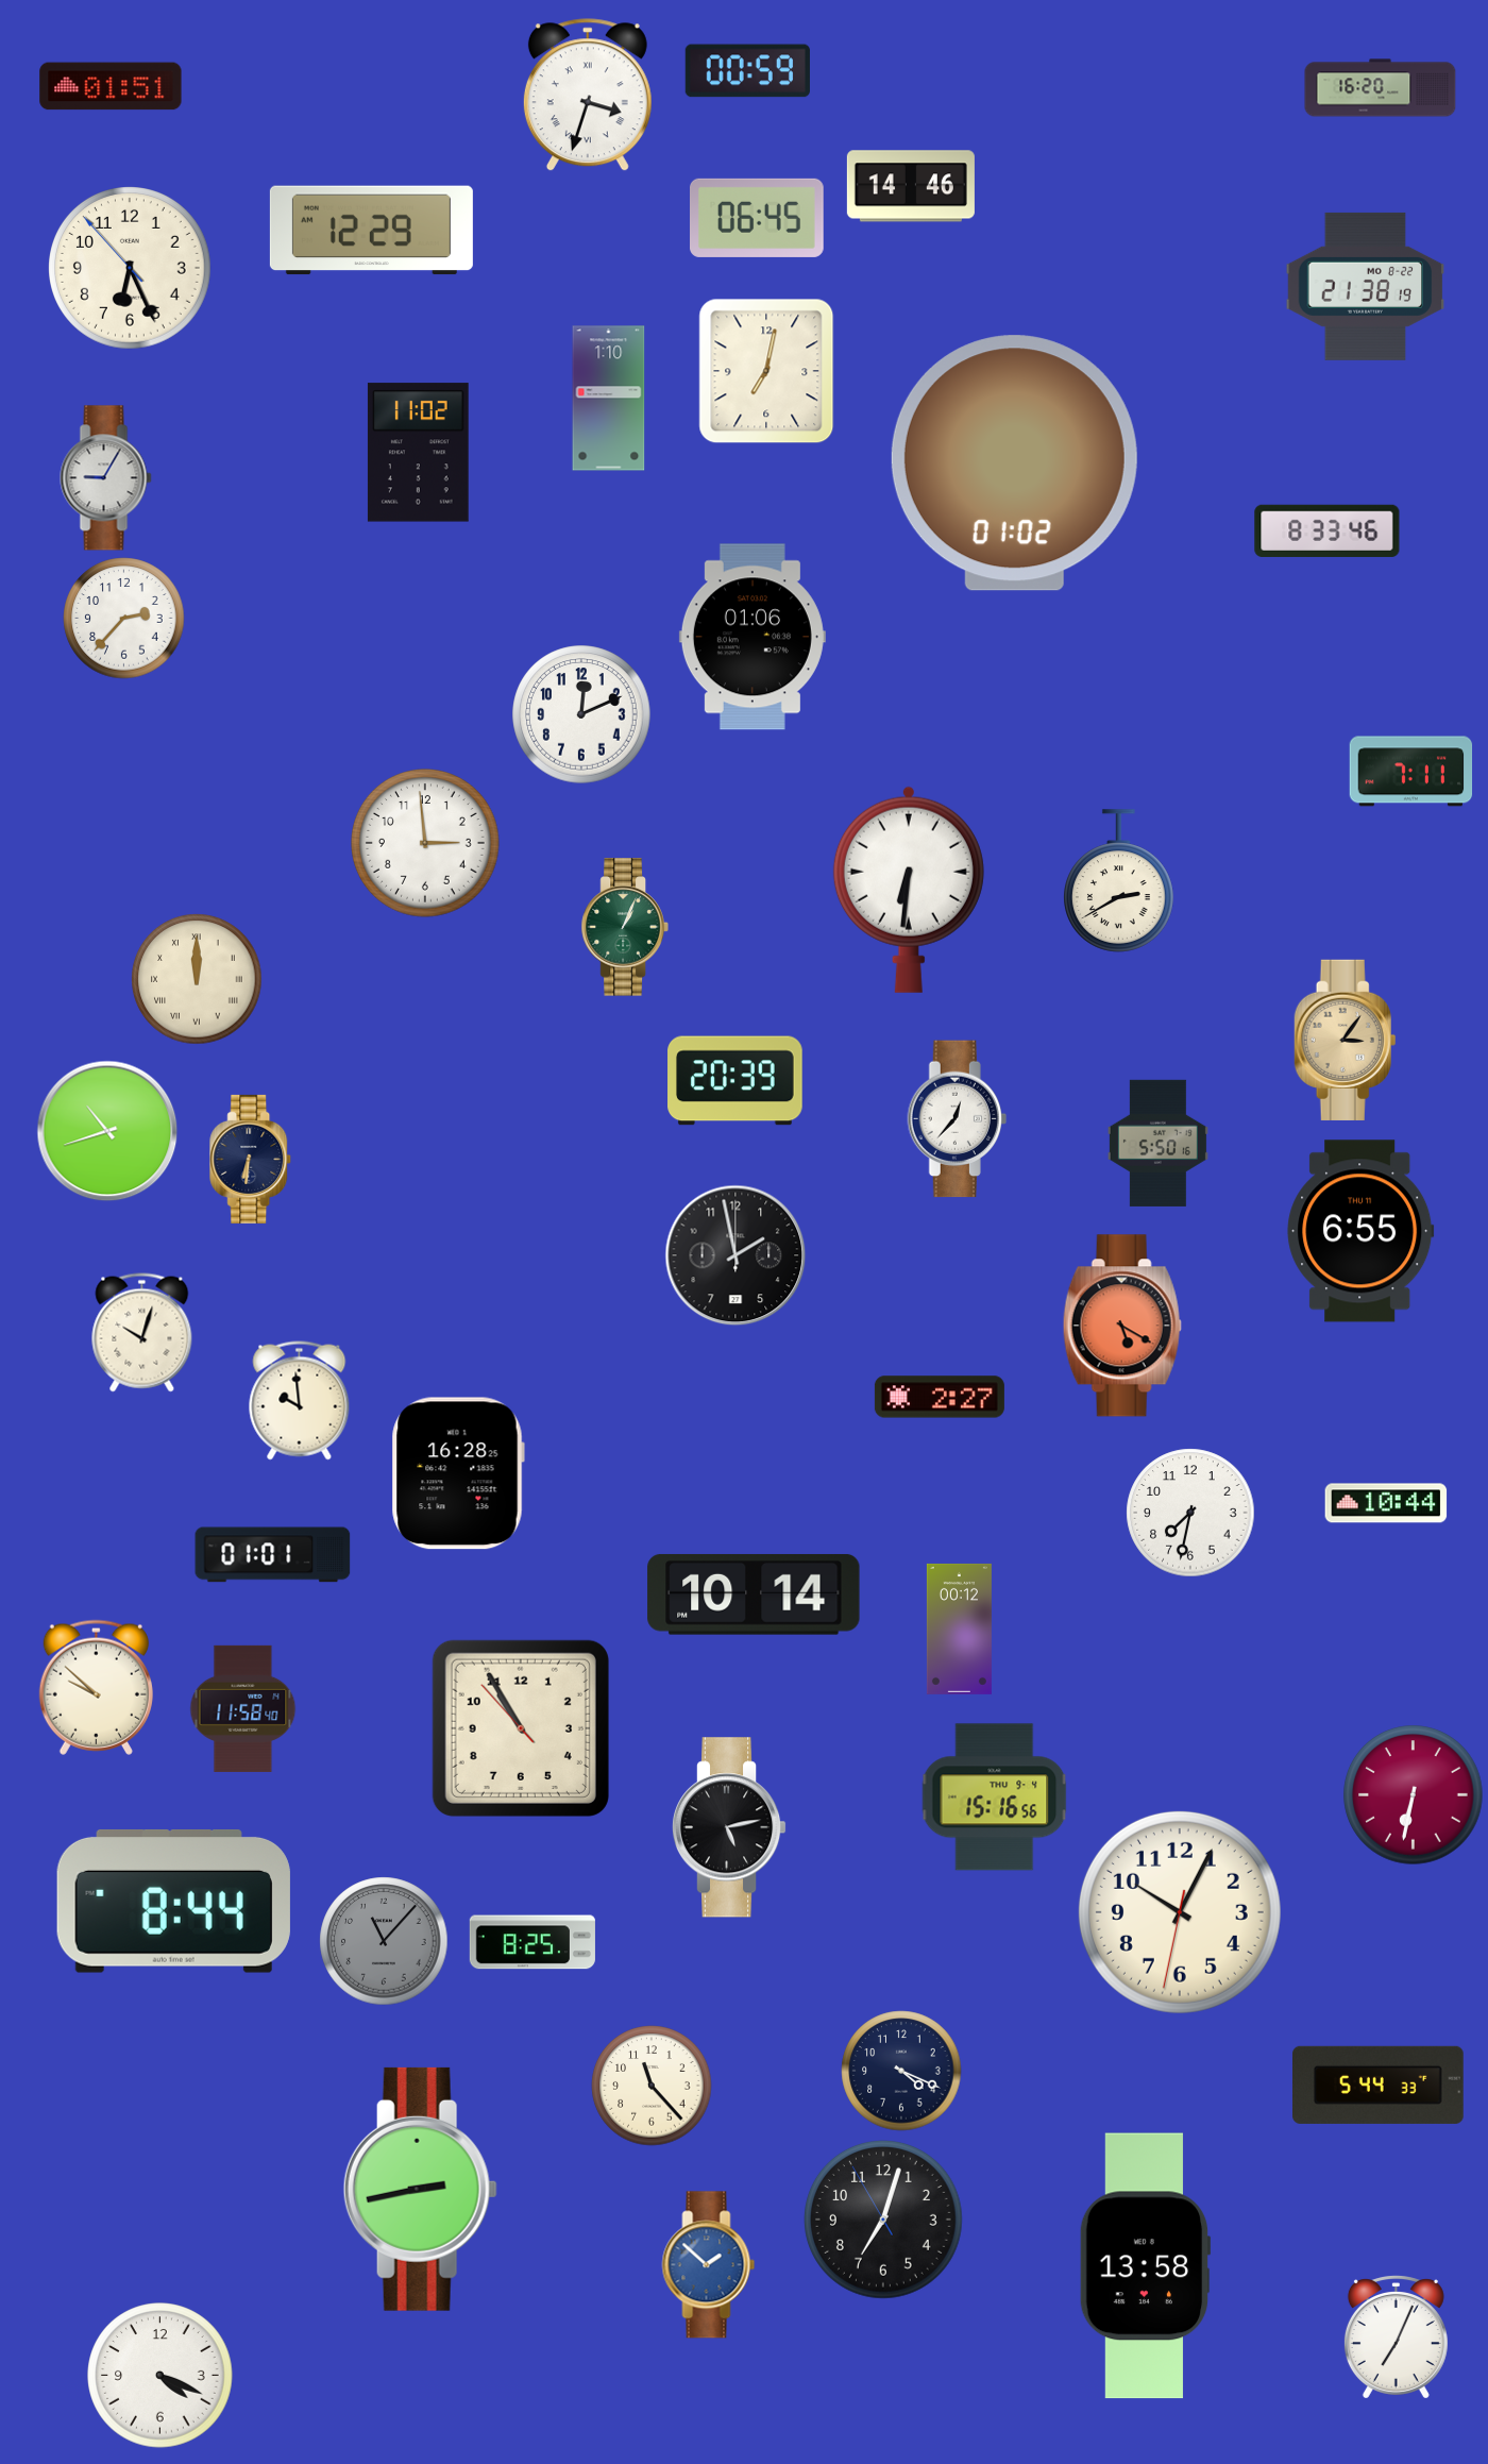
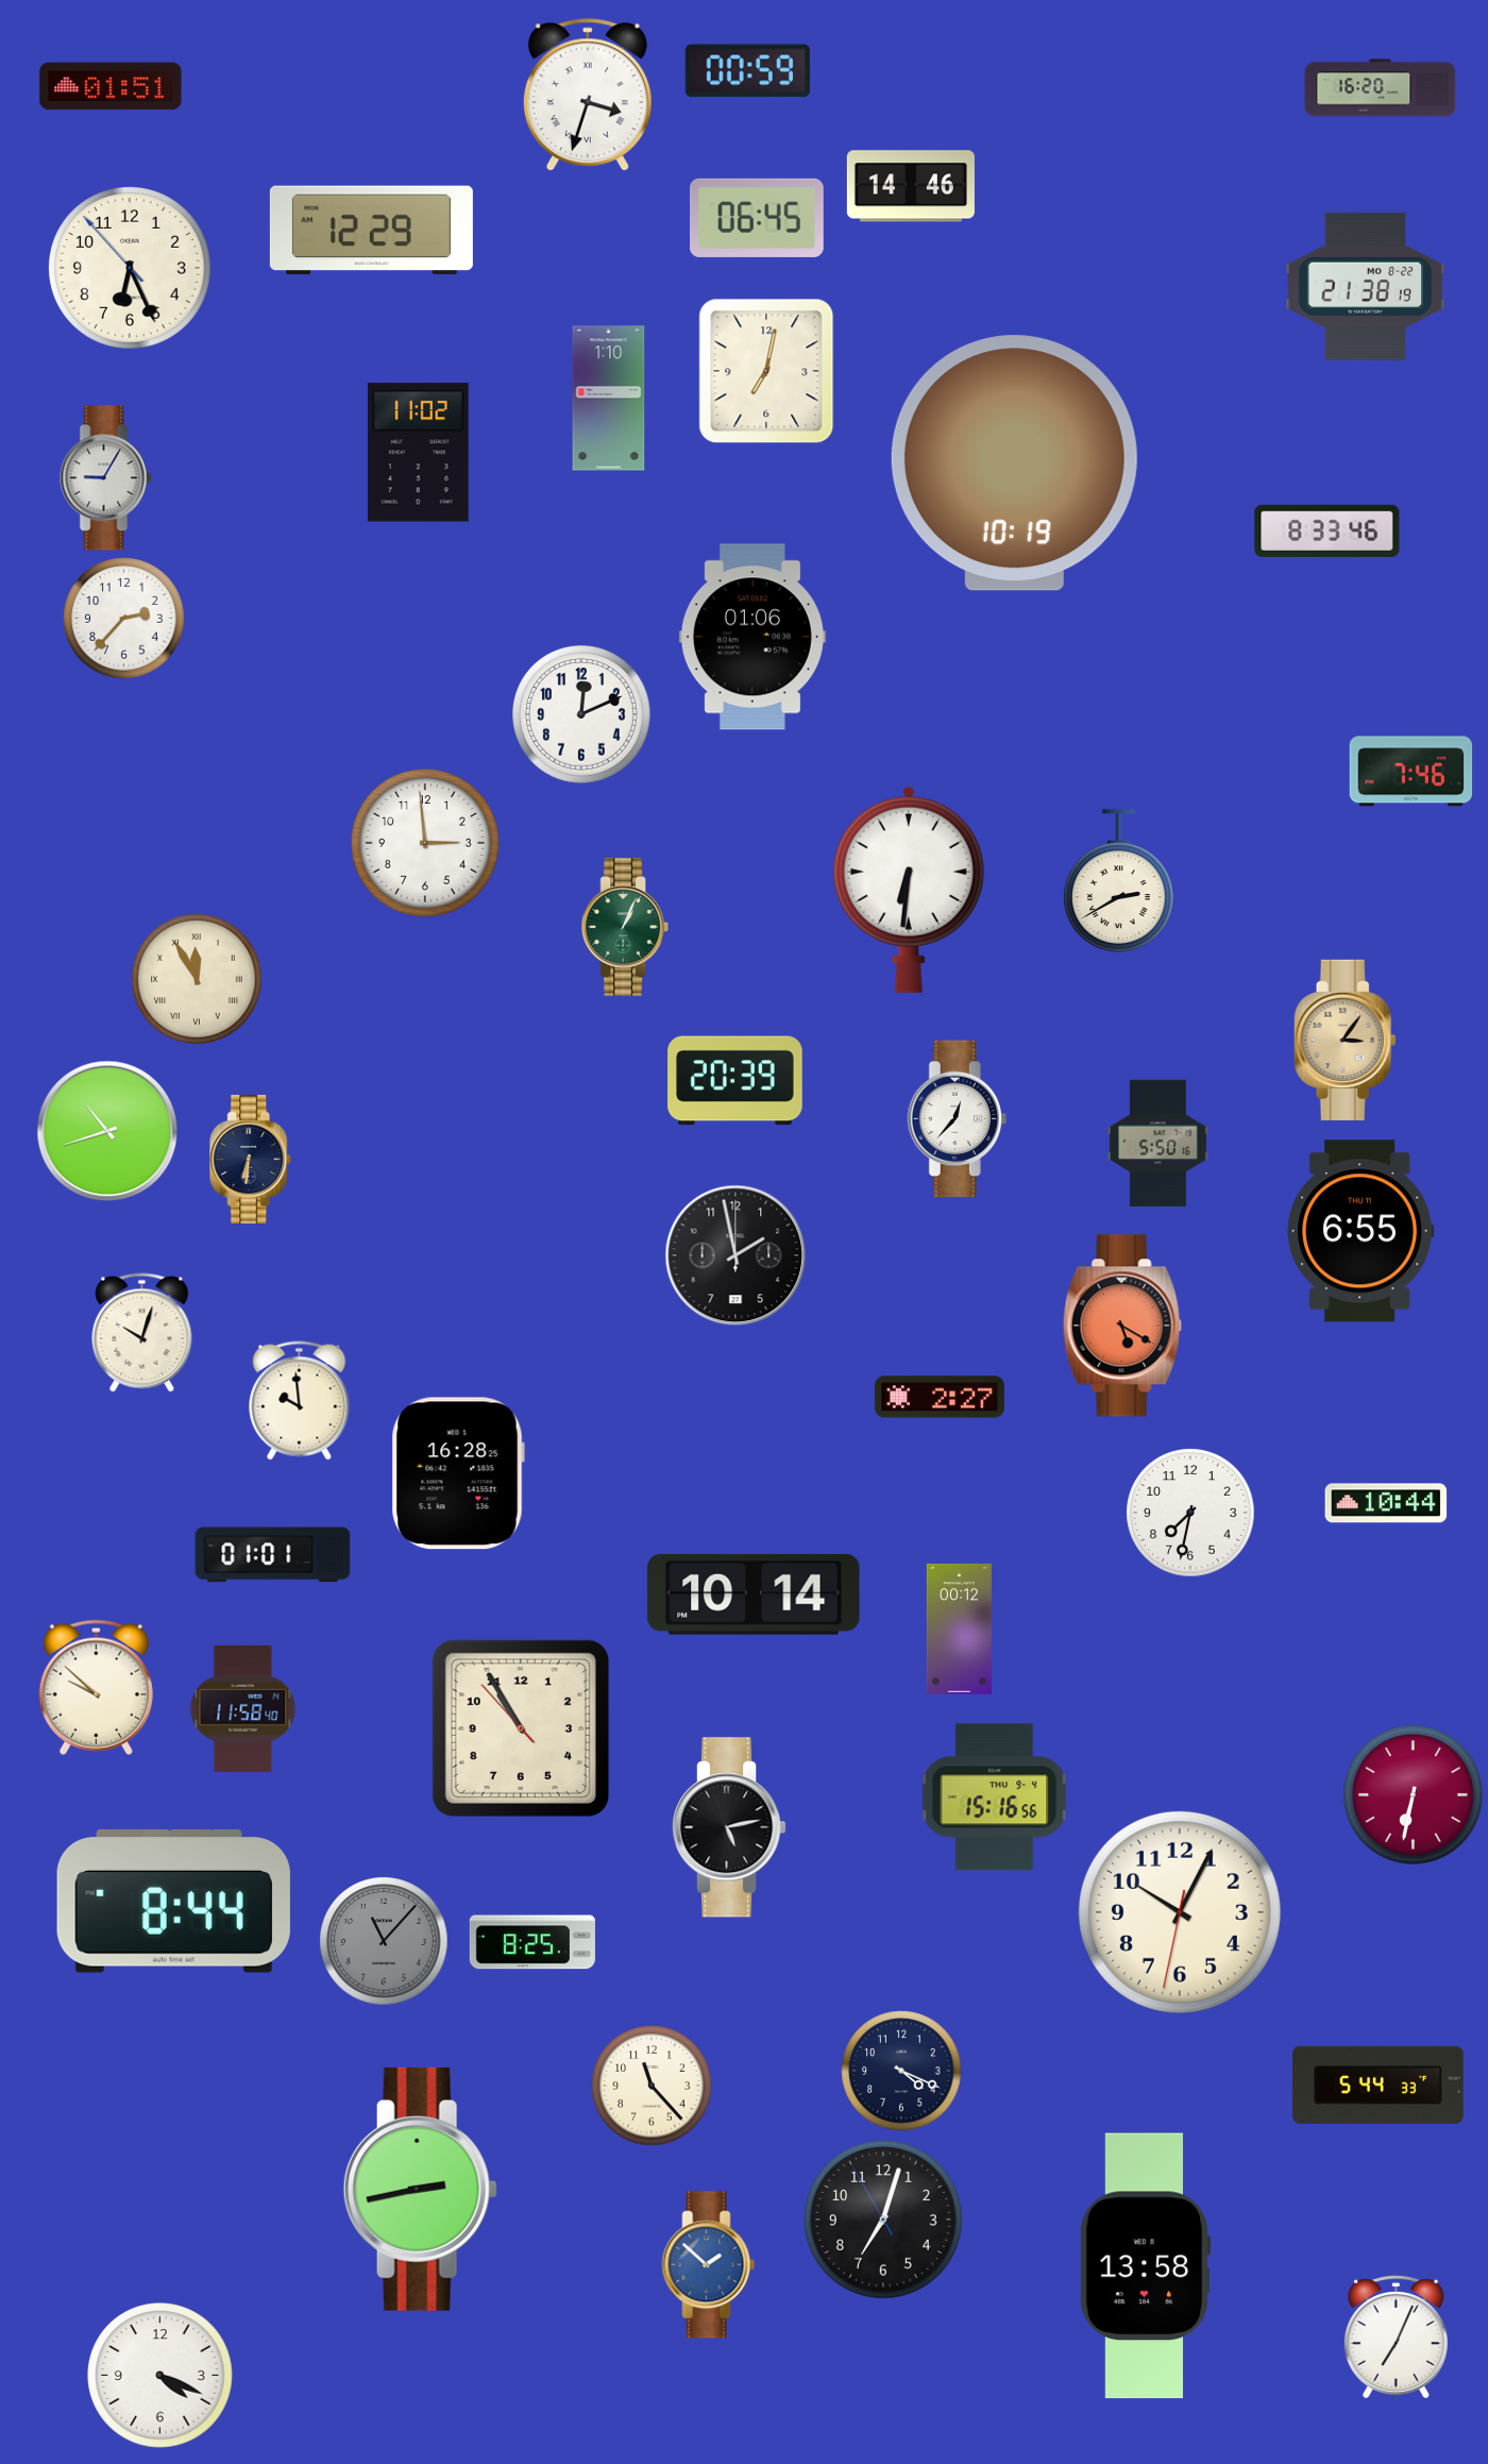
clock at (1014, 463): 01:02 -> 10:19
clock at (1411, 772): 7:11 -> 7:46
clock at (197, 979): 12:00 -> 11:55
